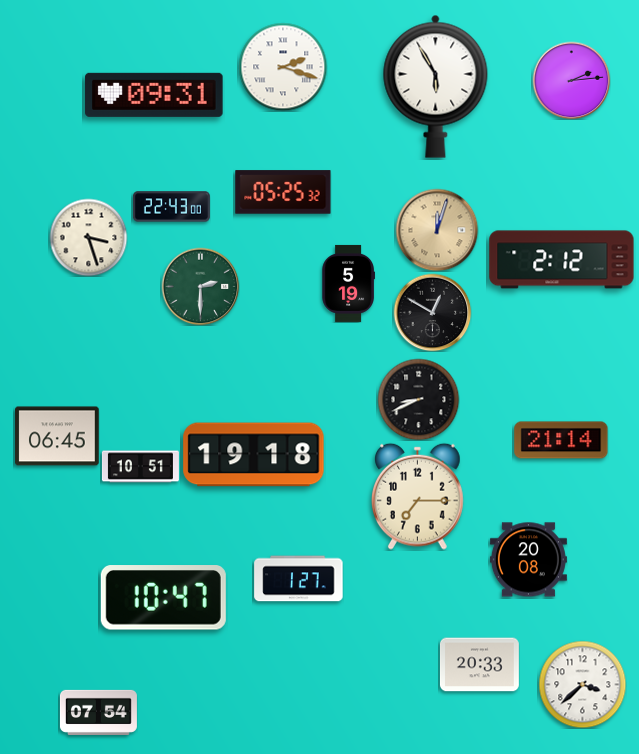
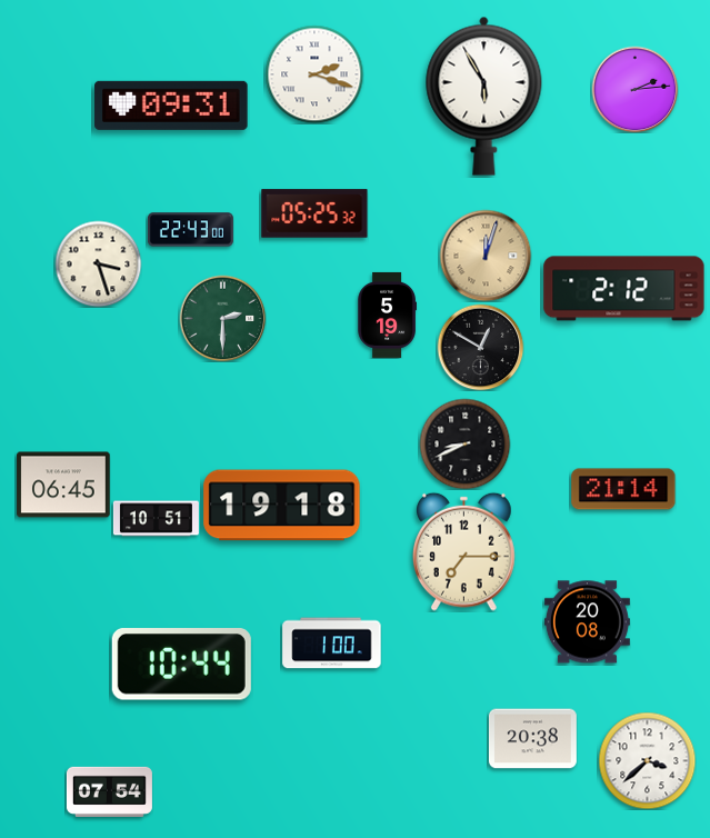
clock at (299, 579): 1:27 -> 1:00
clock at (163, 598): 10:47 -> 10:44
clock at (479, 665): 20:33 -> 20:38
